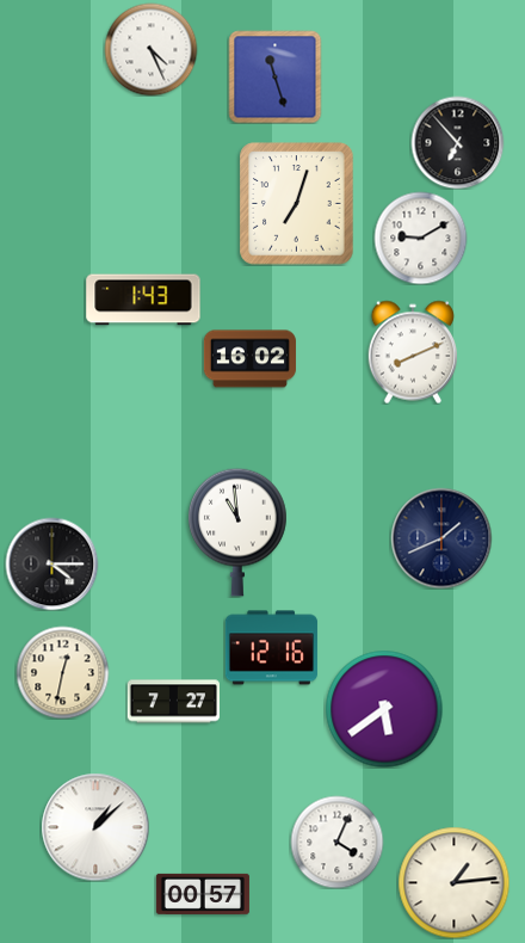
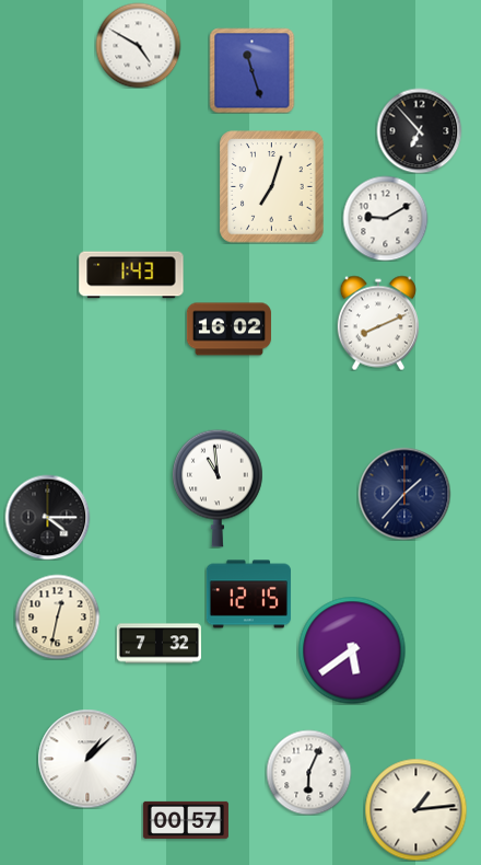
clock at (150, 49): 4:26 -> 4:50
clock at (441, 538): 1:41 -> 1:37
clock at (271, 648): 12:16 -> 12:15
clock at (173, 702): 7:27 -> 7:32
clock at (336, 842): 4:04 -> 6:04
